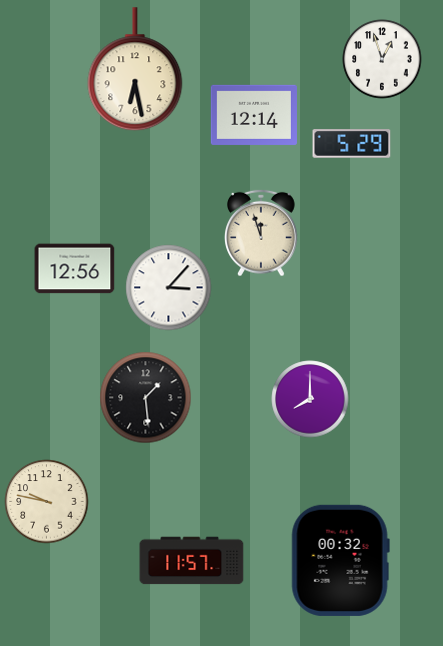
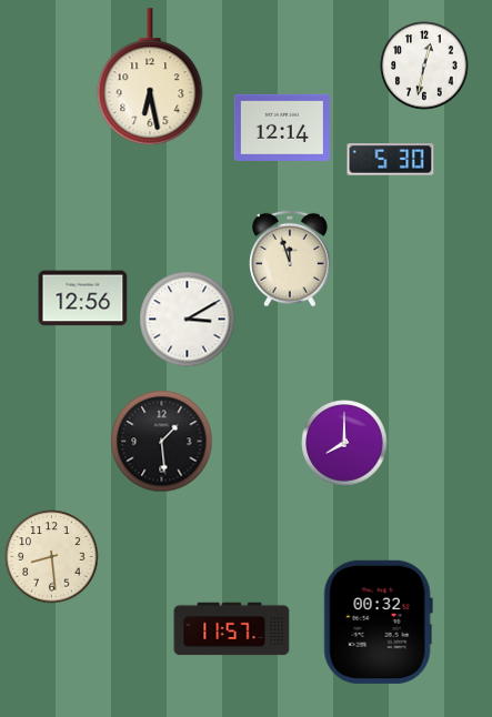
clock at (382, 59): 12:57 -> 12:32
clock at (352, 144): 5:29 -> 5:30
clock at (169, 288): 3:07 -> 3:10
clock at (47, 502): 9:47 -> 8:29
clock at (192, 561) position: (192, 561) -> (232, 629)
